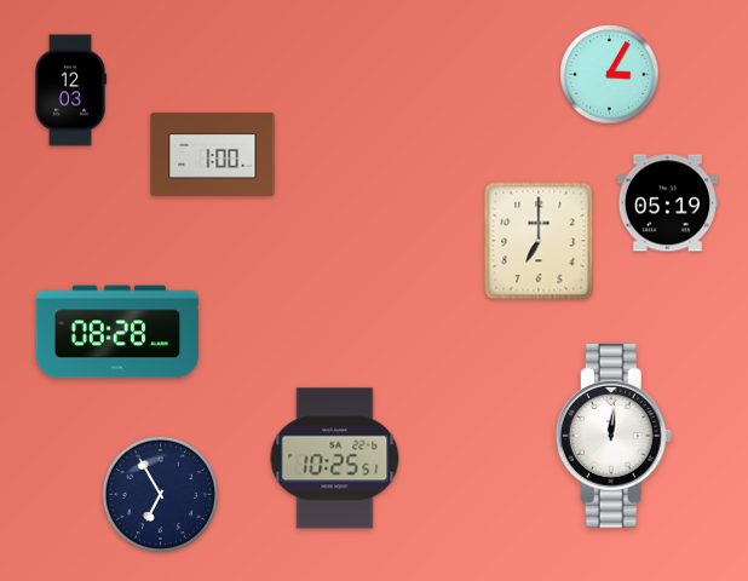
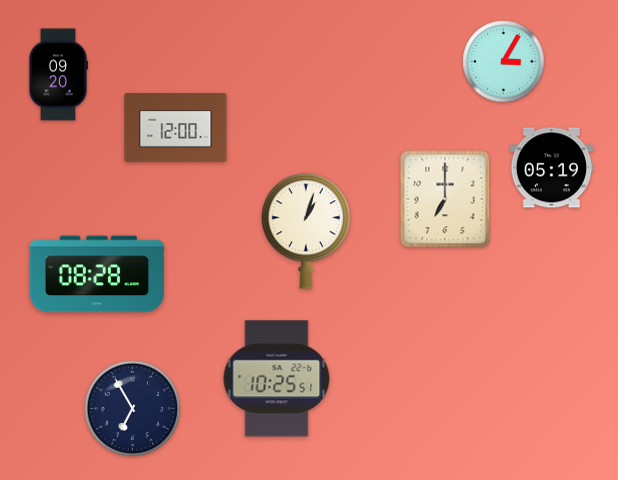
clock at (69, 91): 12:03 -> 09:20
clock at (213, 154): 1:00 -> 12:00
clock at (306, 231): none -> 1:03
clock at (614, 436): 12:01 -> none
